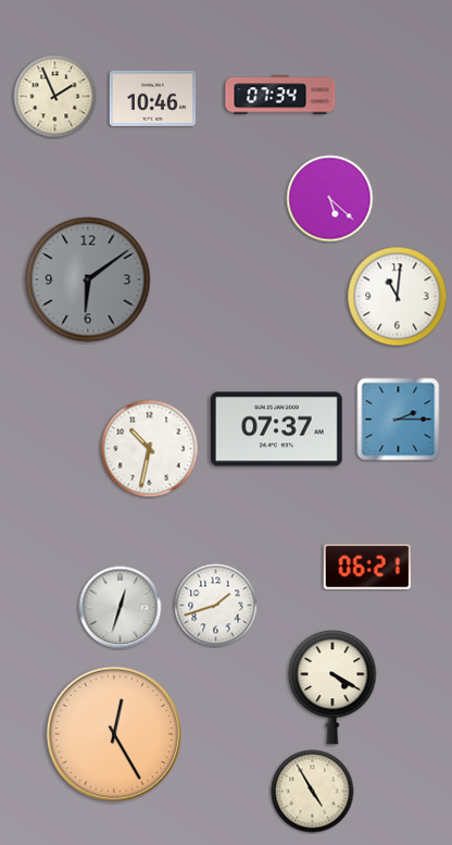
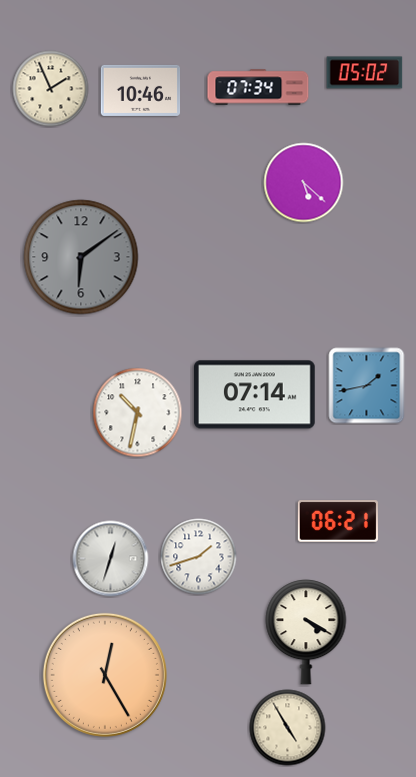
clock at (365, 73): none -> 05:02
clock at (398, 297): 11:01 -> none
clock at (399, 420): 2:15 -> 1:43
clock at (277, 430): 07:37 -> 07:14
